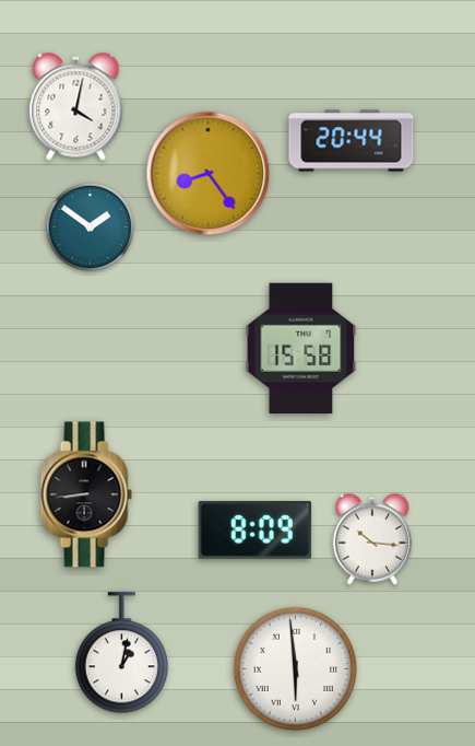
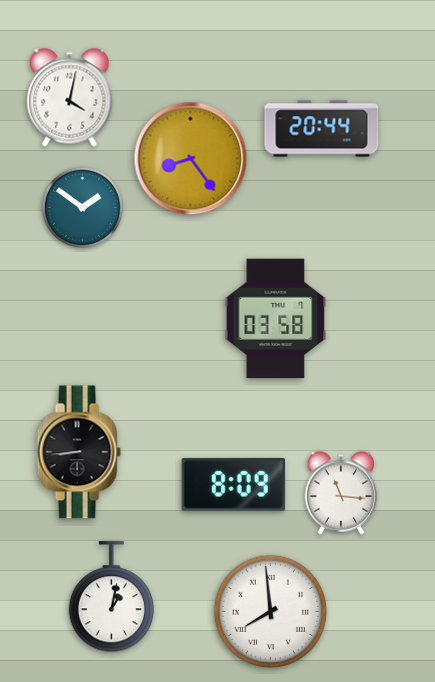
clock at (301, 349): 15:58 -> 03:58
clock at (372, 539): 10:16 -> 11:16
clock at (295, 668): 5:59 -> 7:59
